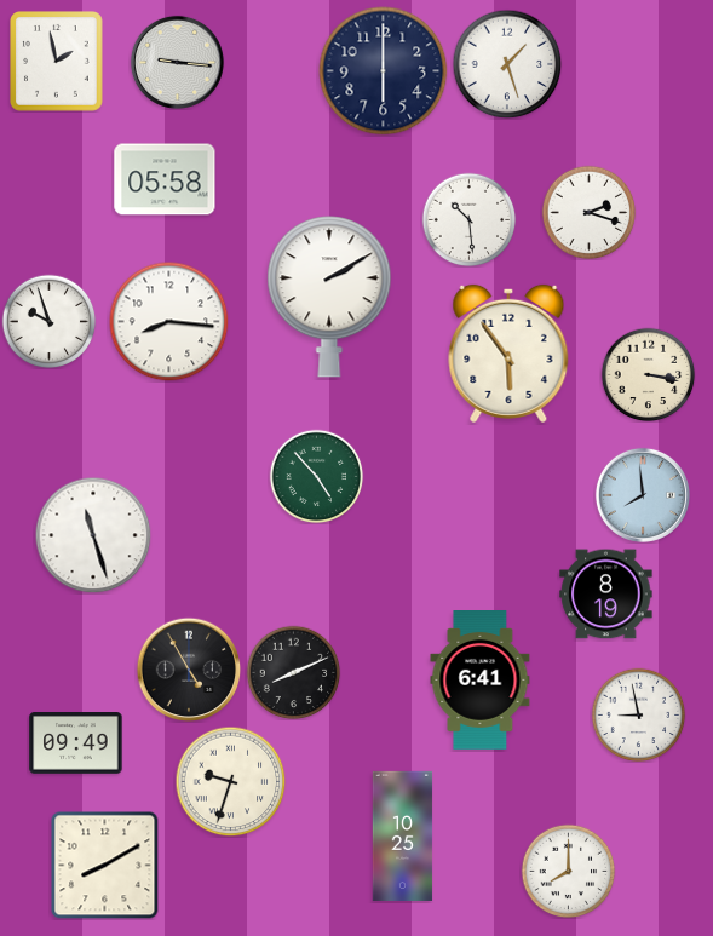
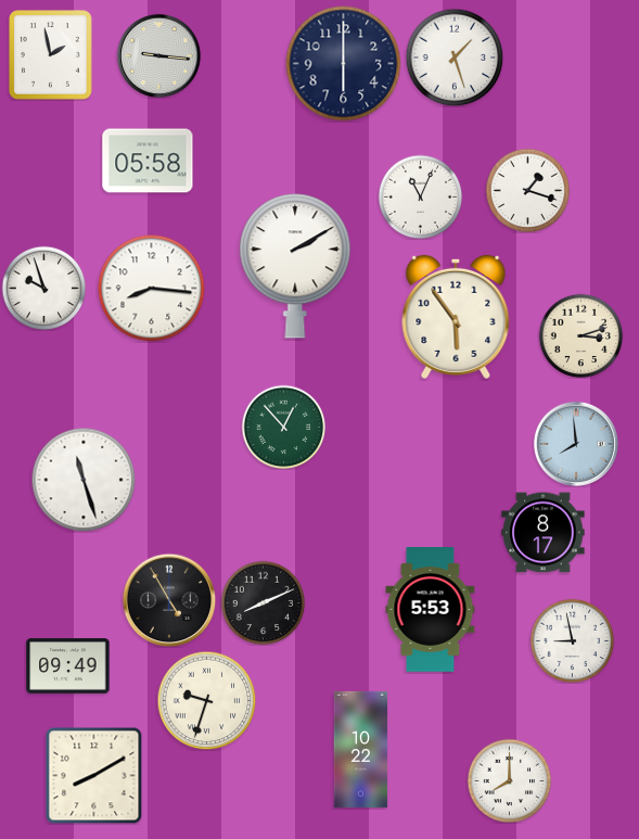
clock at (588, 212): 2:18 -> 1:18
clock at (468, 219): 10:29 -> 11:04
clock at (648, 374): 3:17 -> 3:12
clock at (316, 476): 4:53 -> 12:53
clock at (606, 595): 8:19 -> 8:17
clock at (481, 681): 6:41 -> 5:53
clock at (403, 835): 10:25 -> 10:22
